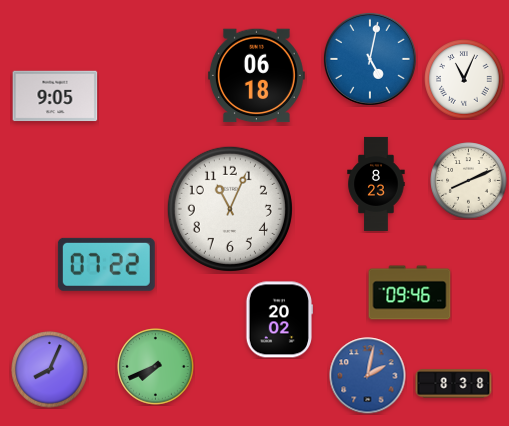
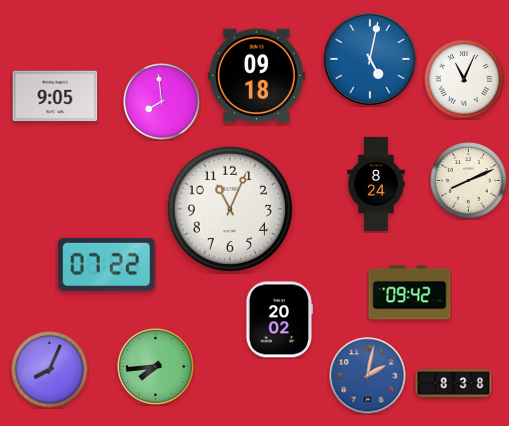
clock at (256, 76): 06:18 -> 09:18
clock at (162, 102): none -> 7:59
clock at (376, 184): 8:23 -> 8:24
clock at (410, 293): 09:46 -> 09:42
clock at (156, 367): 7:41 -> 7:44
